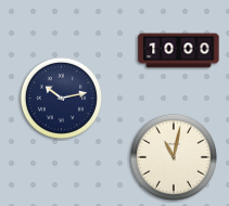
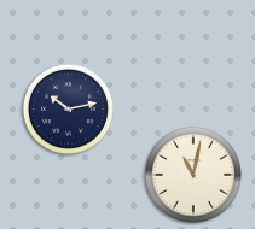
clock at (179, 51): 10:00 -> none
